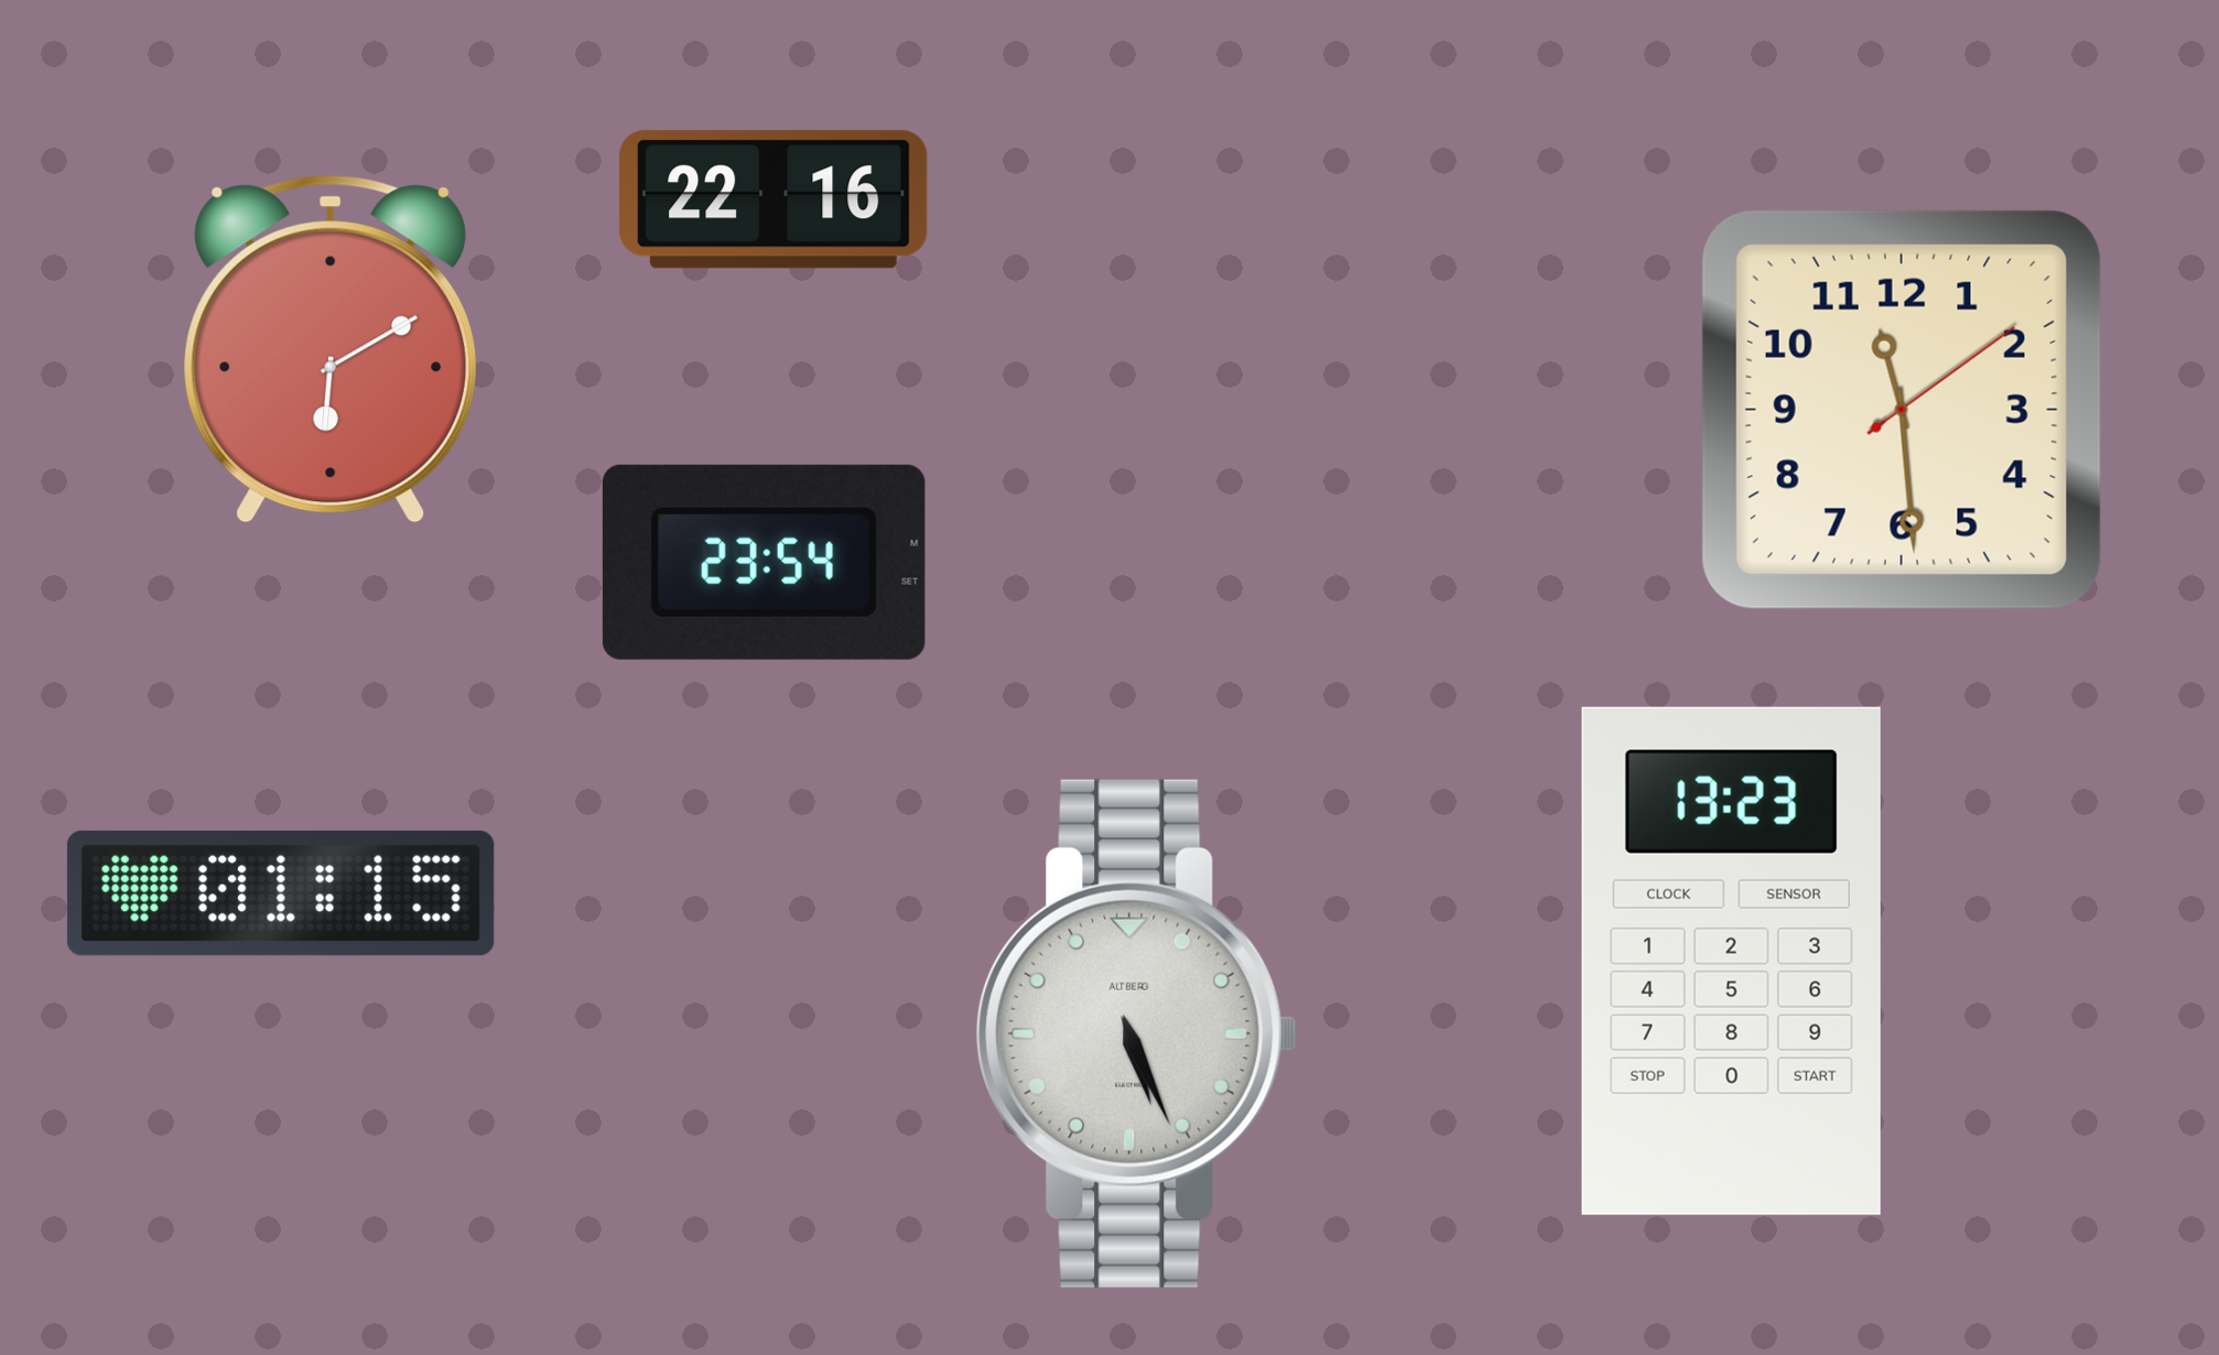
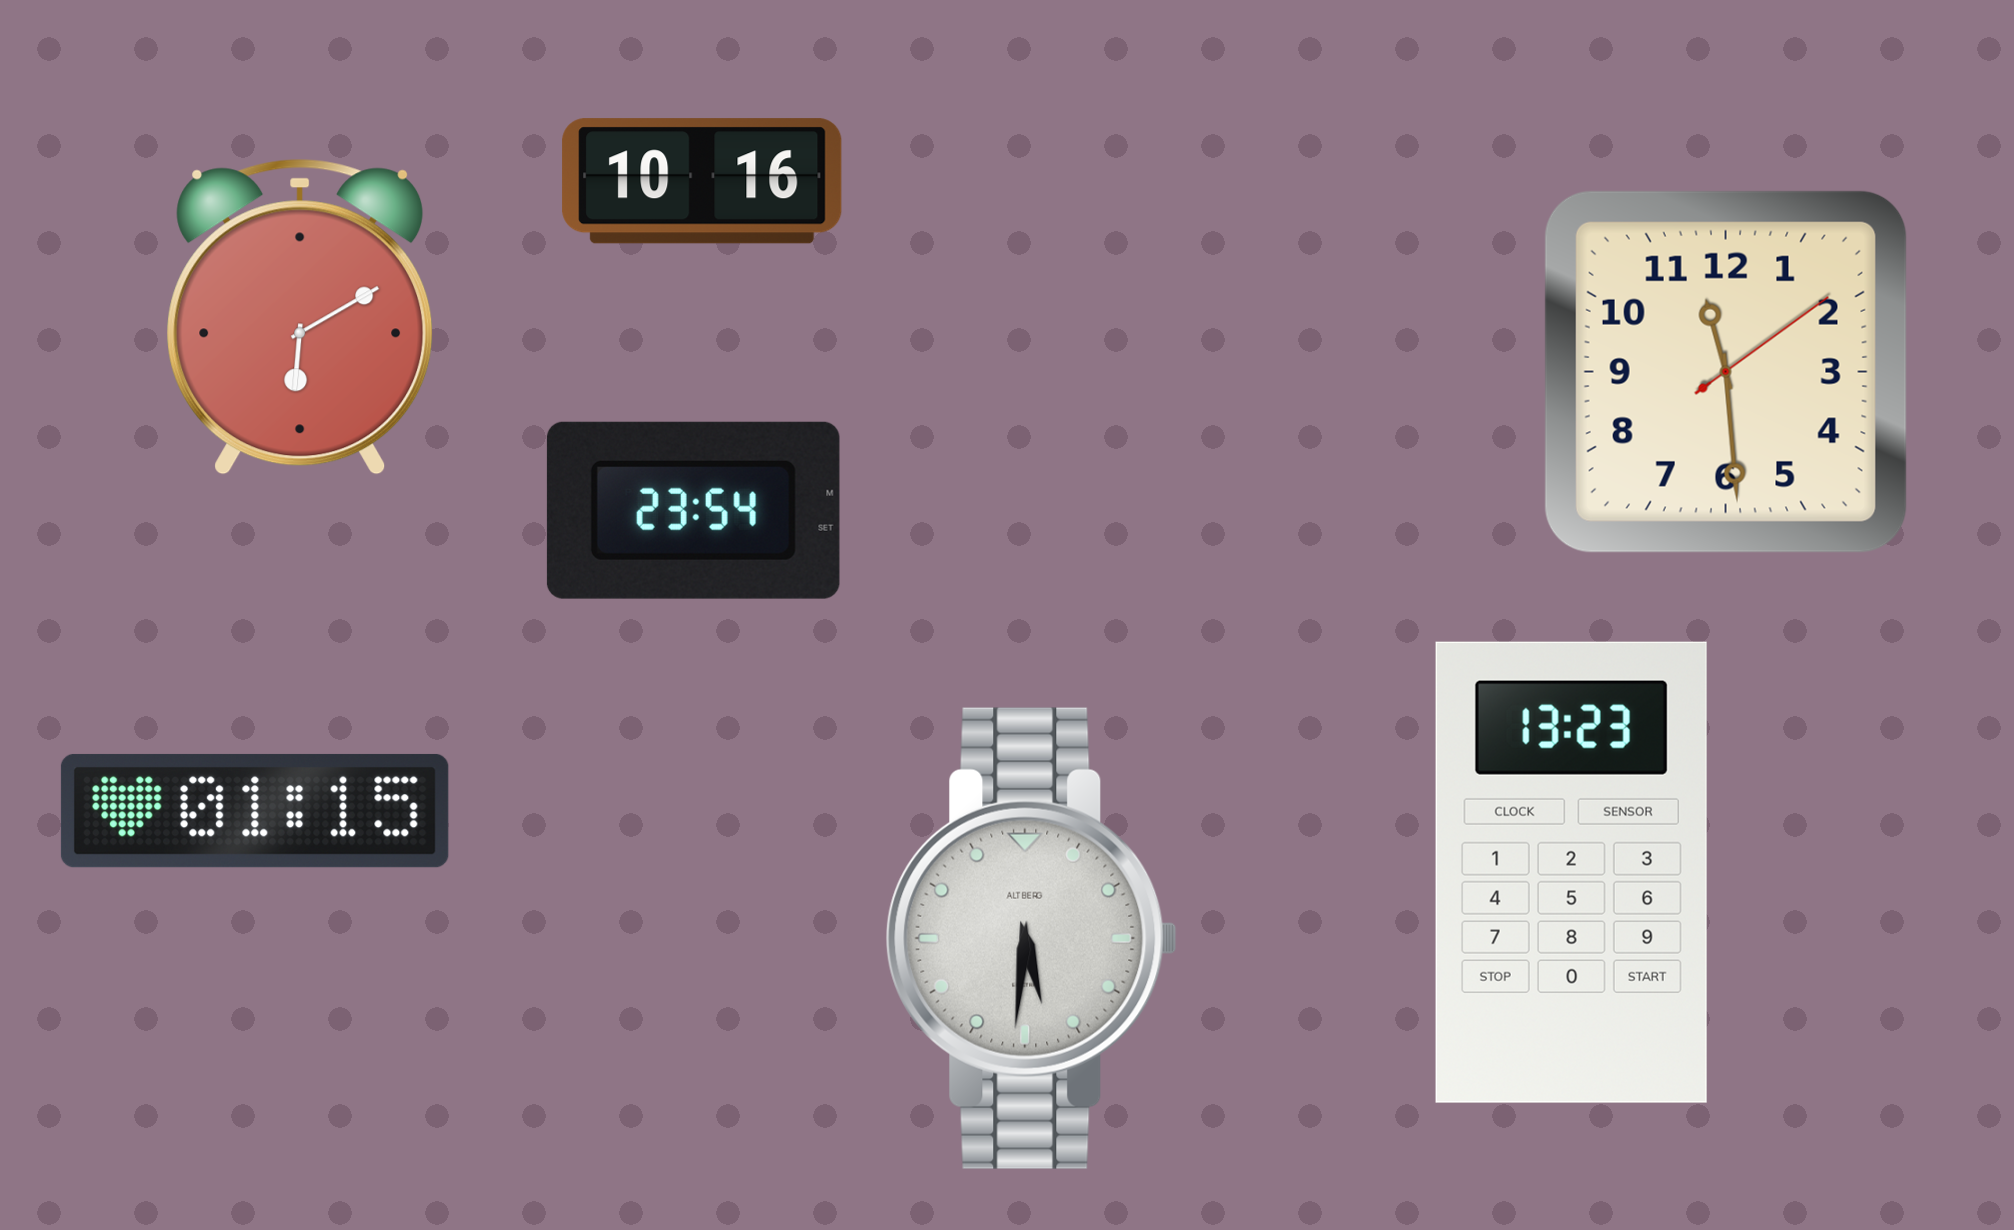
clock at (773, 199): 22:16 -> 10:16
clock at (1136, 1033): 5:26 -> 5:31
